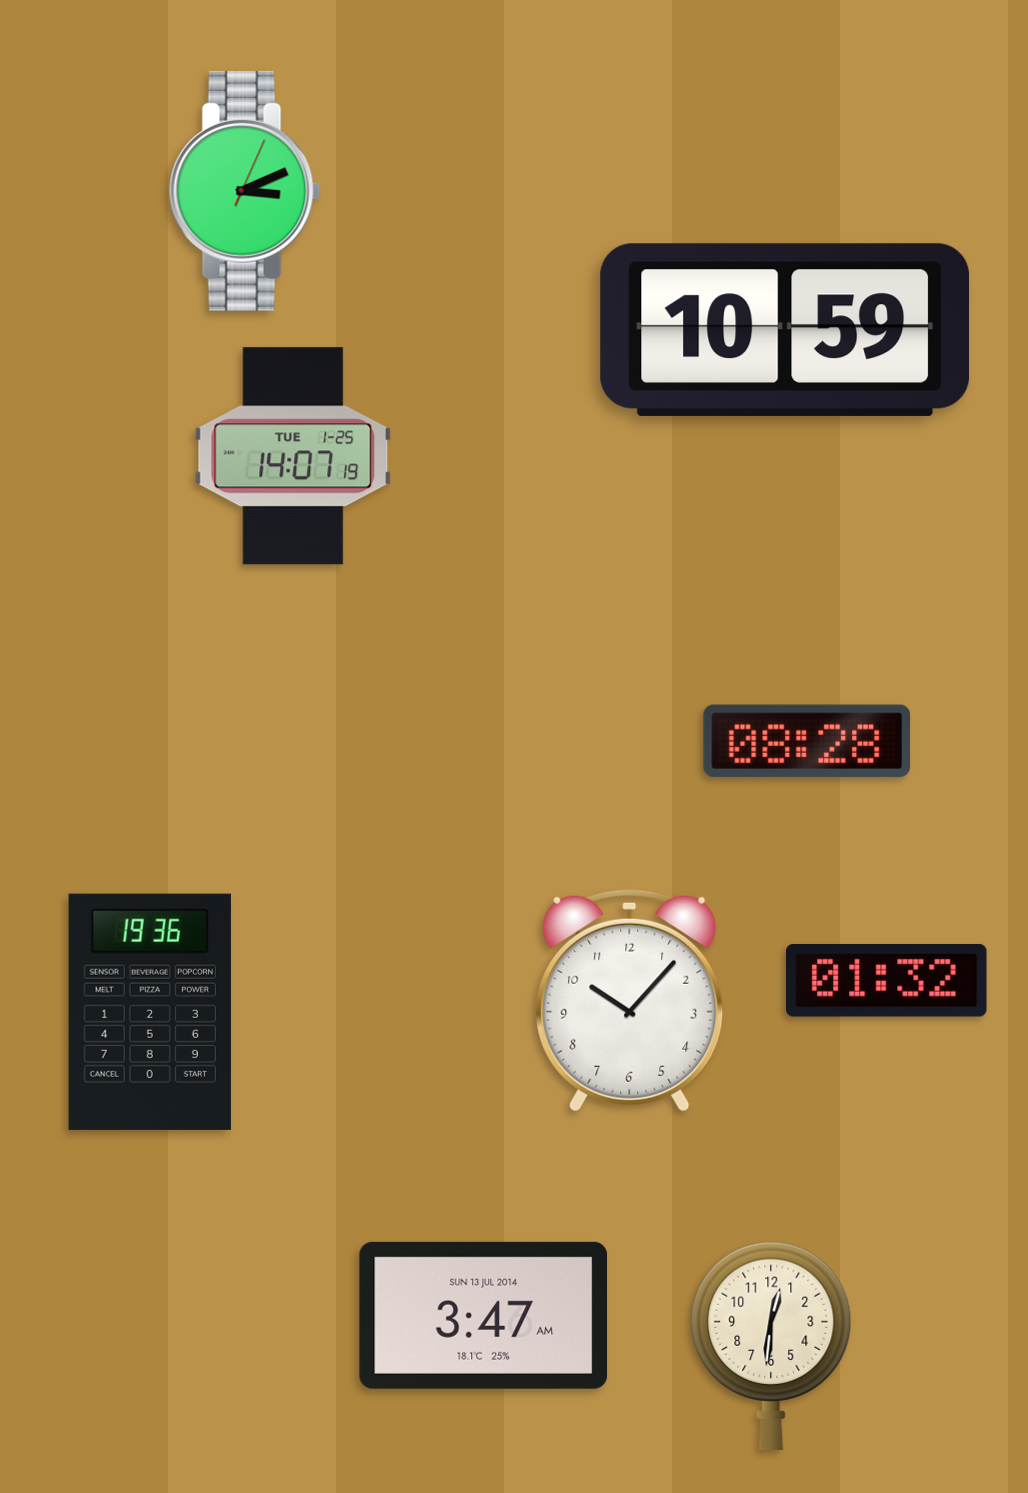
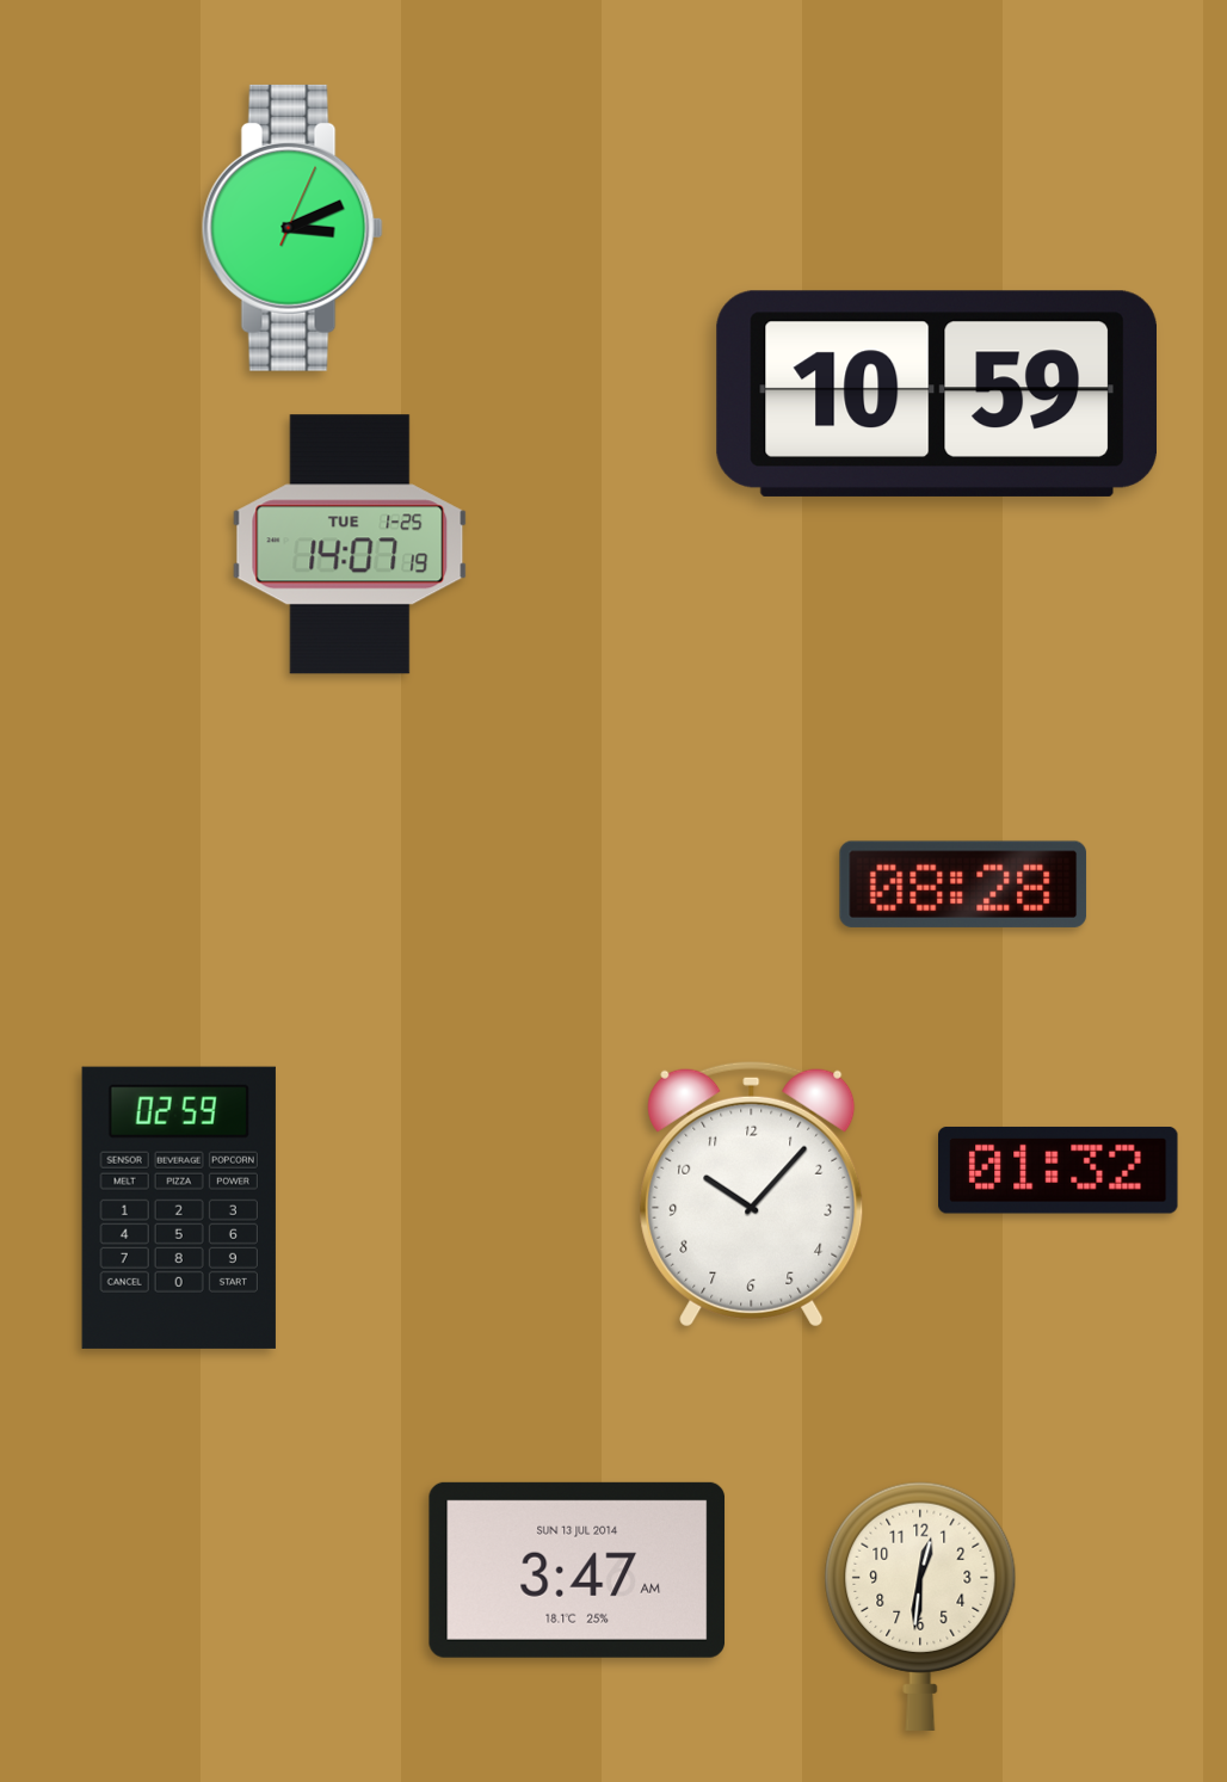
clock at (150, 1012): 19:36 -> 02:59
